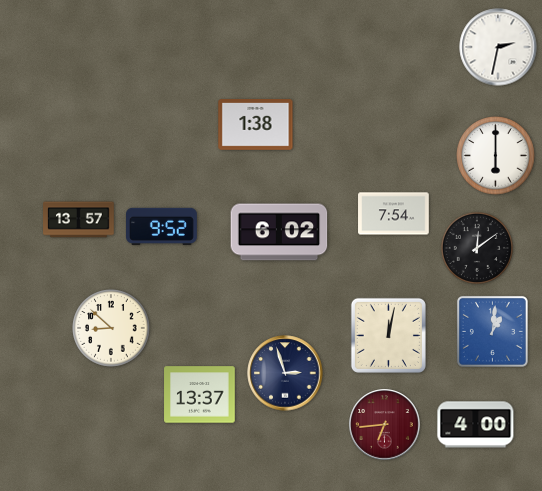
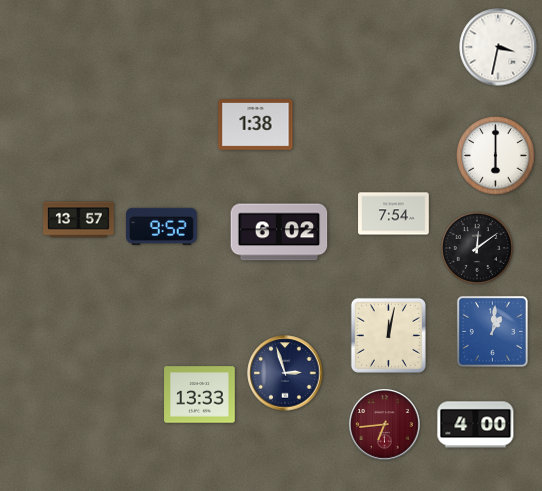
clock at (498, 47): 2:32 -> 3:32
clock at (111, 328): 8:52 -> none
clock at (200, 395): 13:37 -> 13:33
